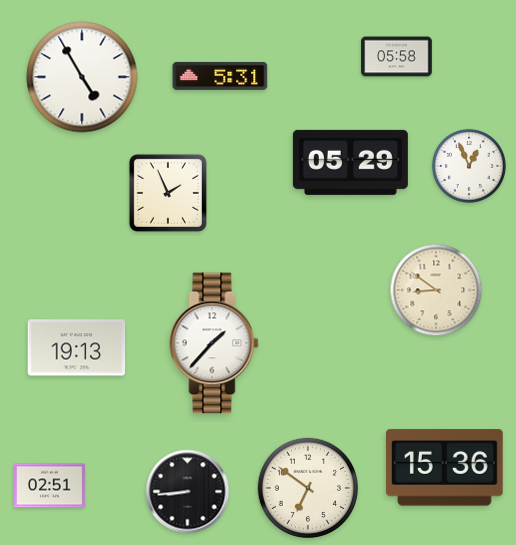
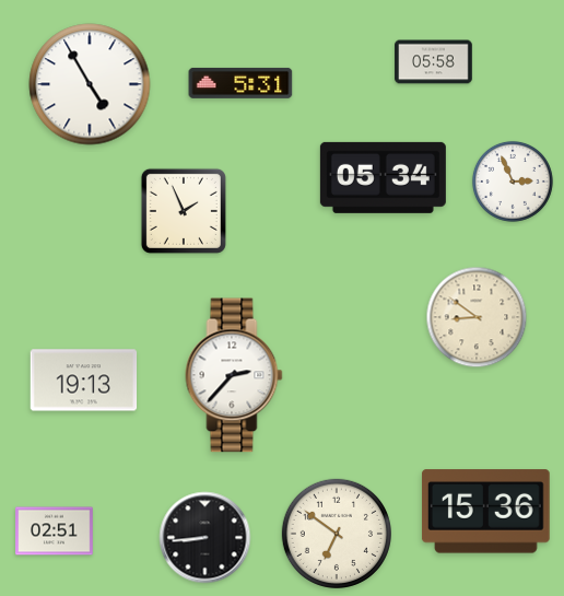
clock at (350, 162): 05:29 -> 05:34
clock at (469, 166): 12:56 -> 2:56
clock at (214, 343): 1:37 -> 2:37
